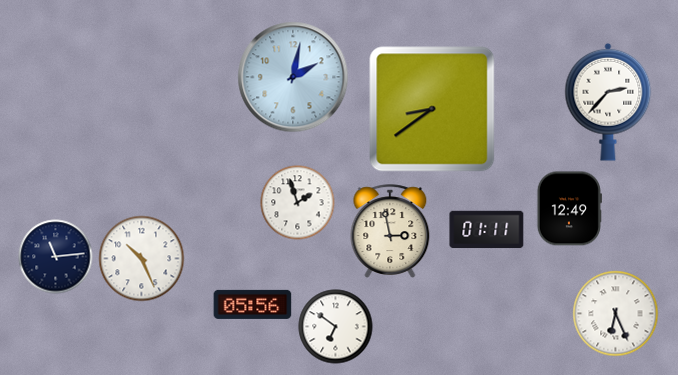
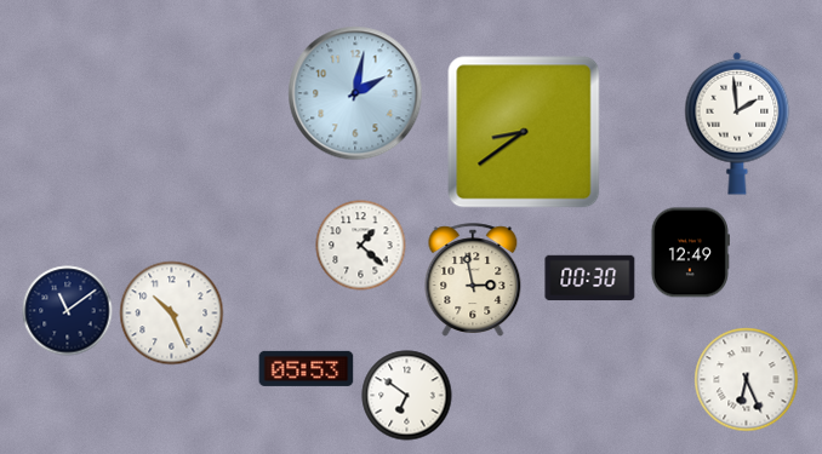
clock at (608, 102): 2:37 -> 1:59
clock at (298, 203): 1:57 -> 1:22
clock at (487, 230): 01:11 -> 00:30
clock at (56, 257): 11:14 -> 11:09
clock at (253, 304): 05:56 -> 05:53
